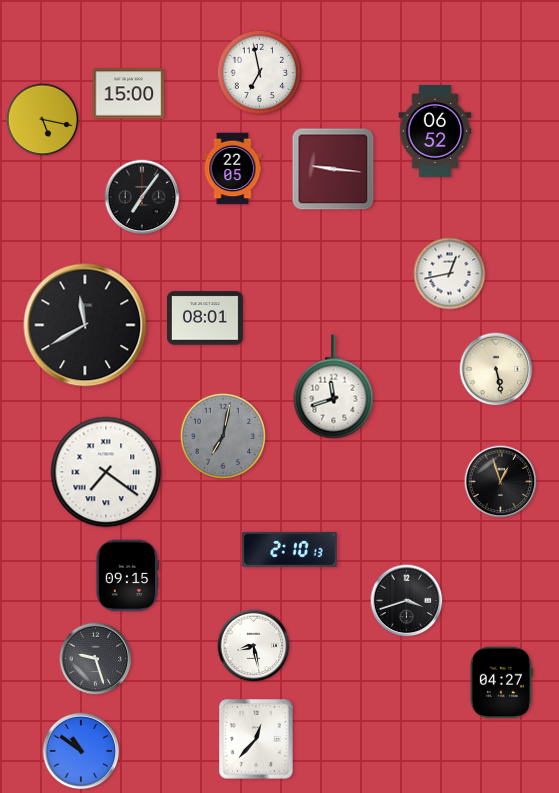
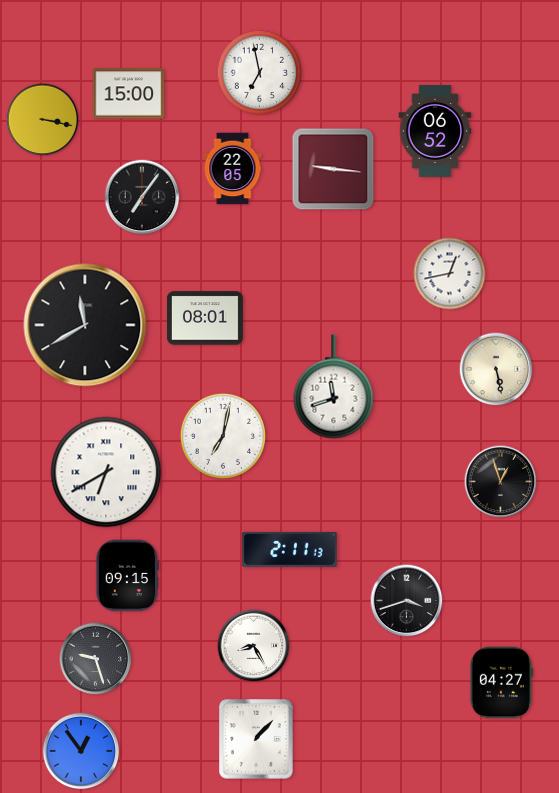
clock at (43, 120): 5:17 -> 3:17
clock at (223, 436) dial: grey -> white
clock at (106, 472): 7:21 -> 6:40
clock at (290, 549): 2:10 -> 2:11
clock at (254, 646): 8:28 -> 8:25
clock at (257, 740): 12:37 -> 1:07
clock at (81, 751): 10:51 -> 12:54
